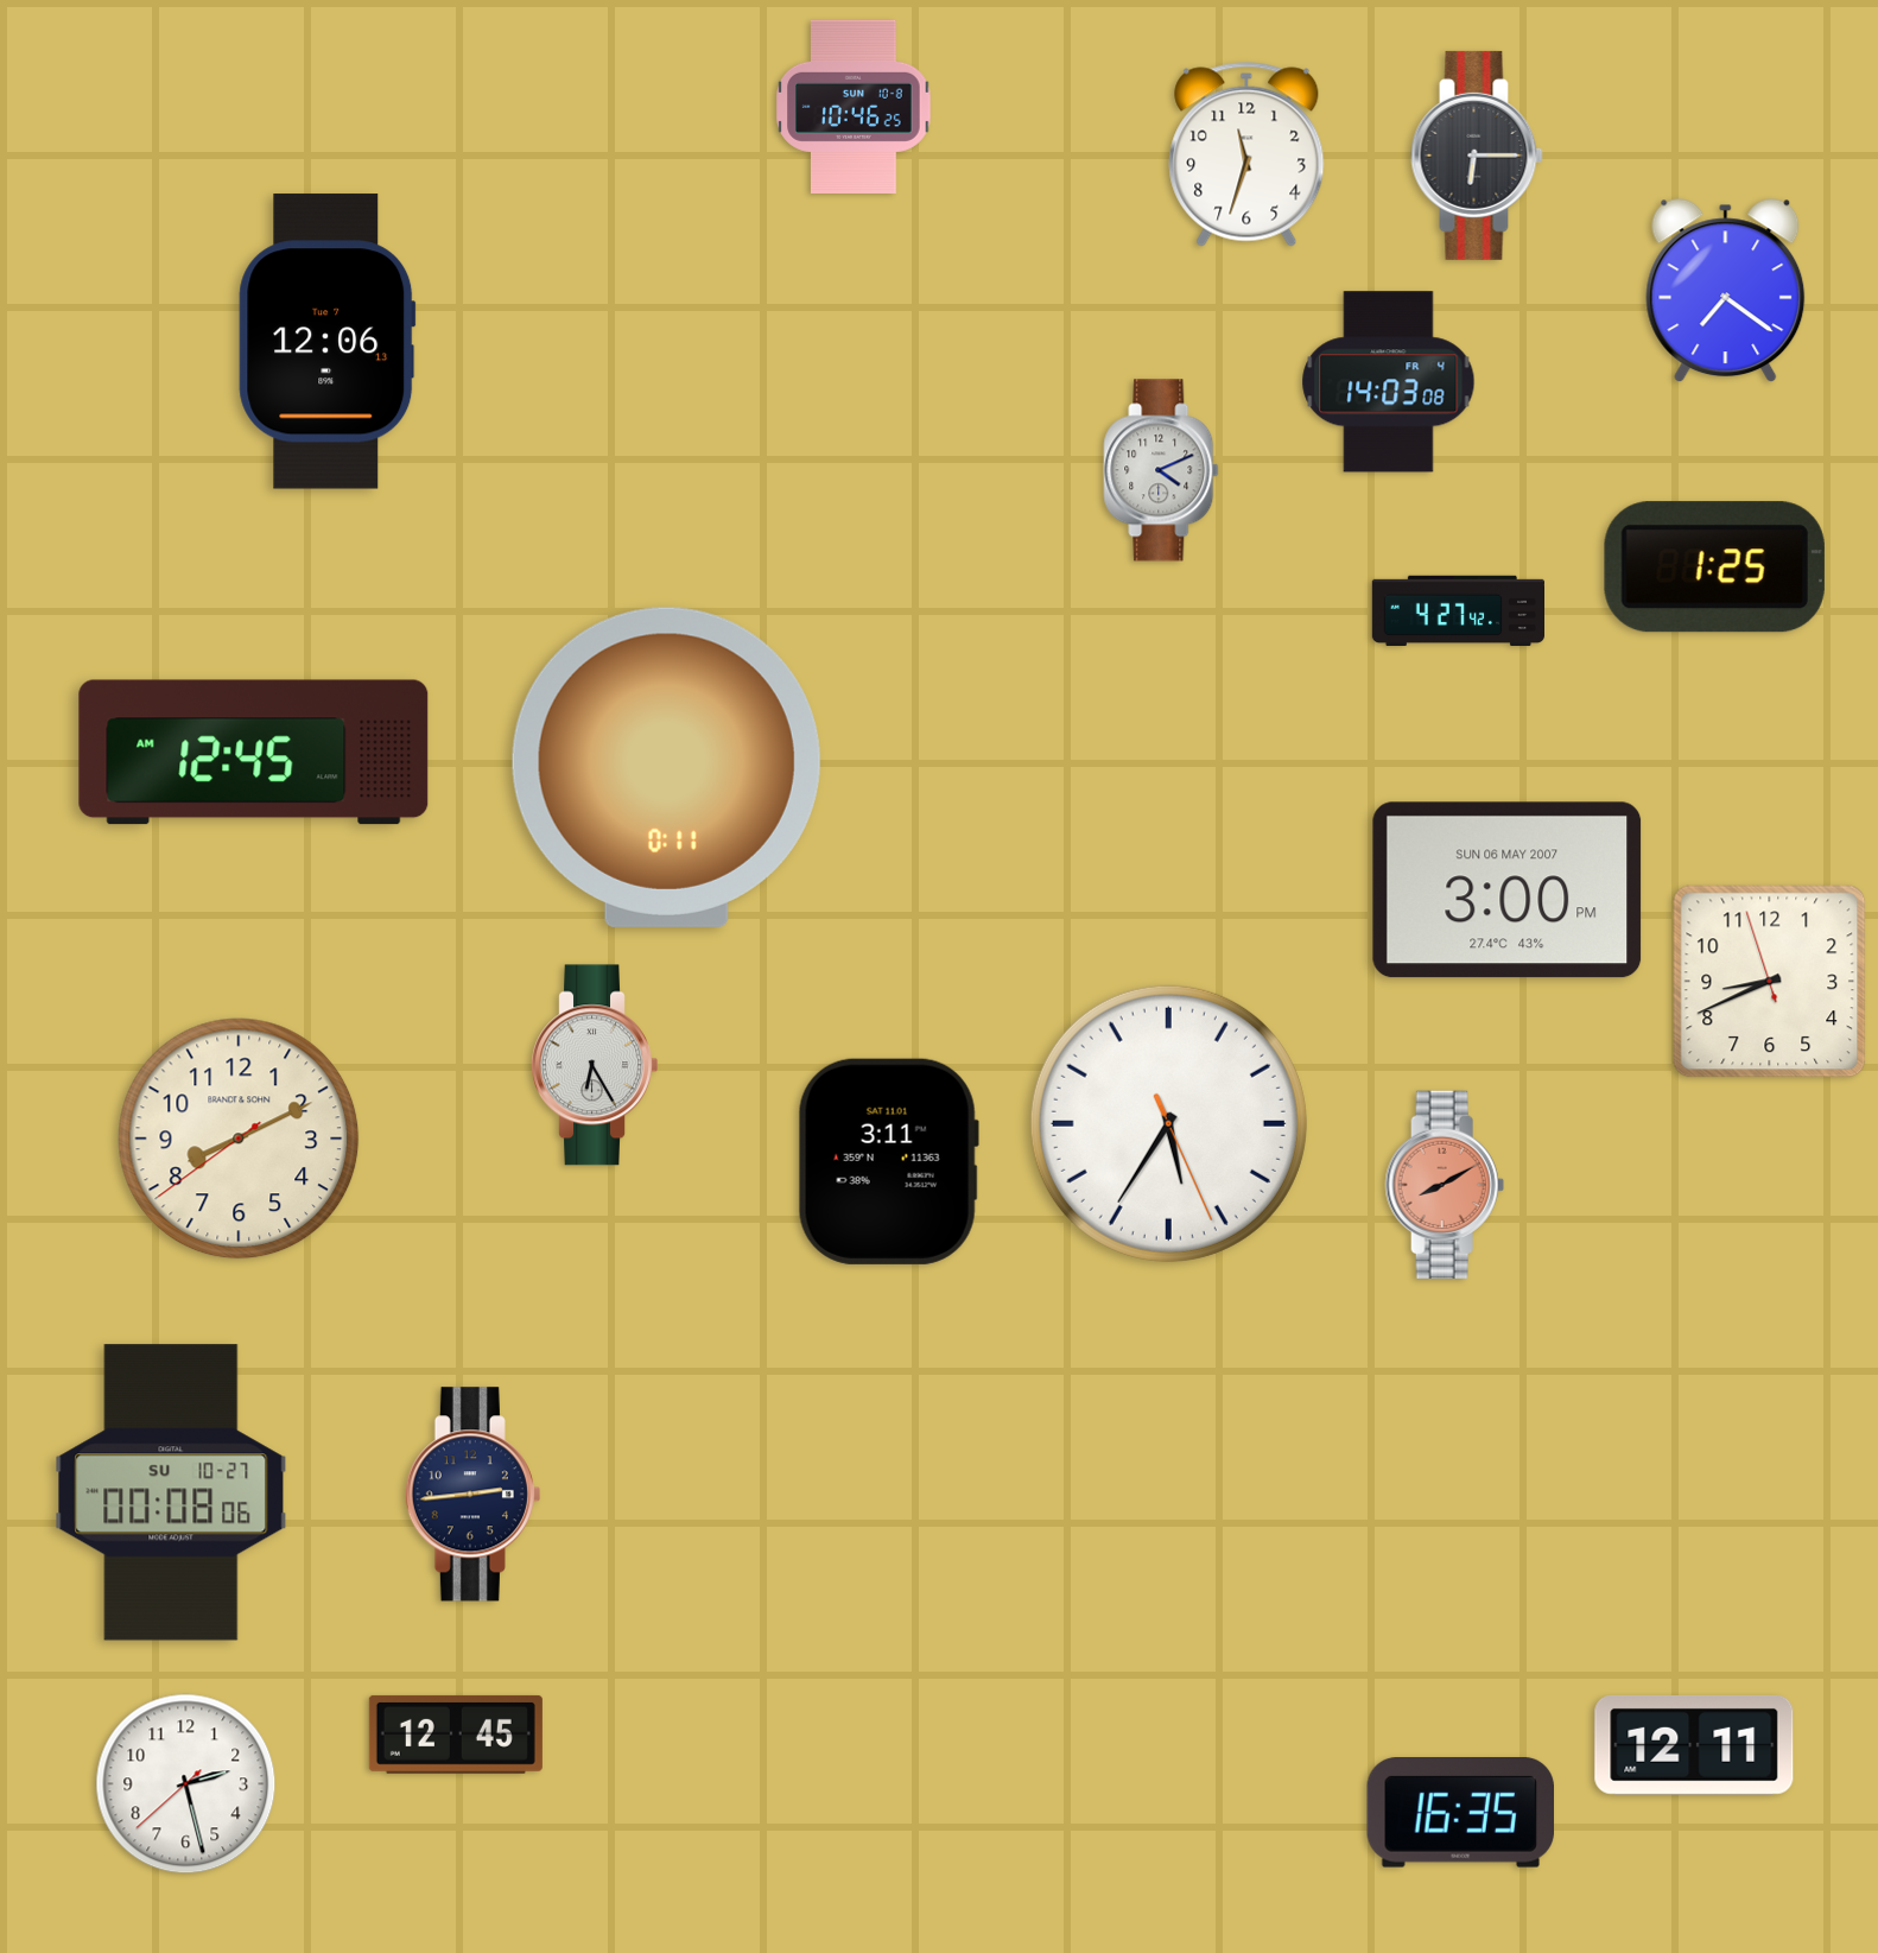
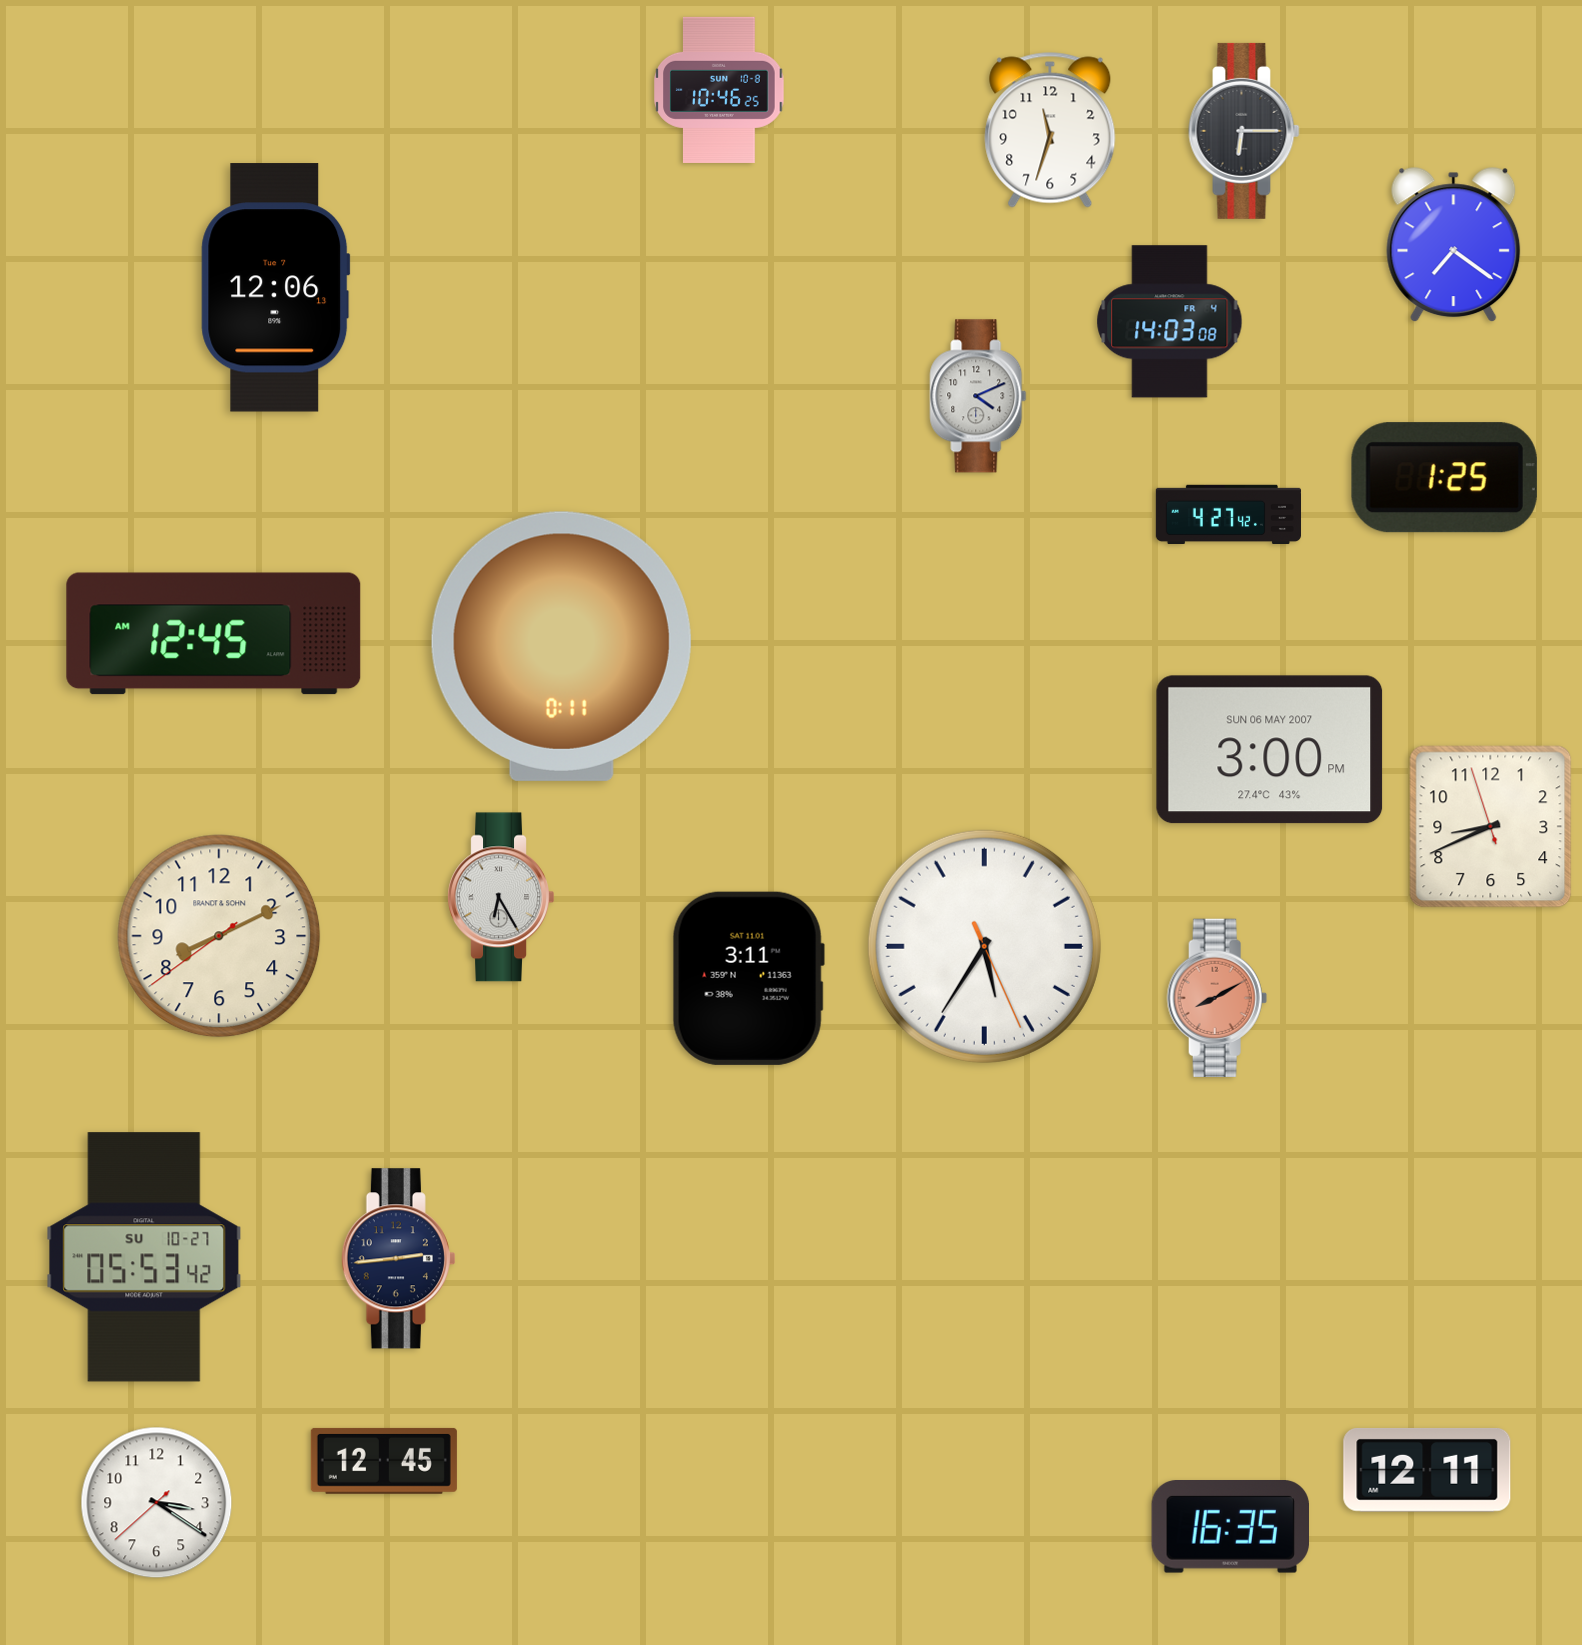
clock at (239, 1139) position: (239, 1139) -> (219, 936)
clock at (171, 1492): 00:08 -> 05:53
clock at (186, 1784): 2:27 -> 3:20
